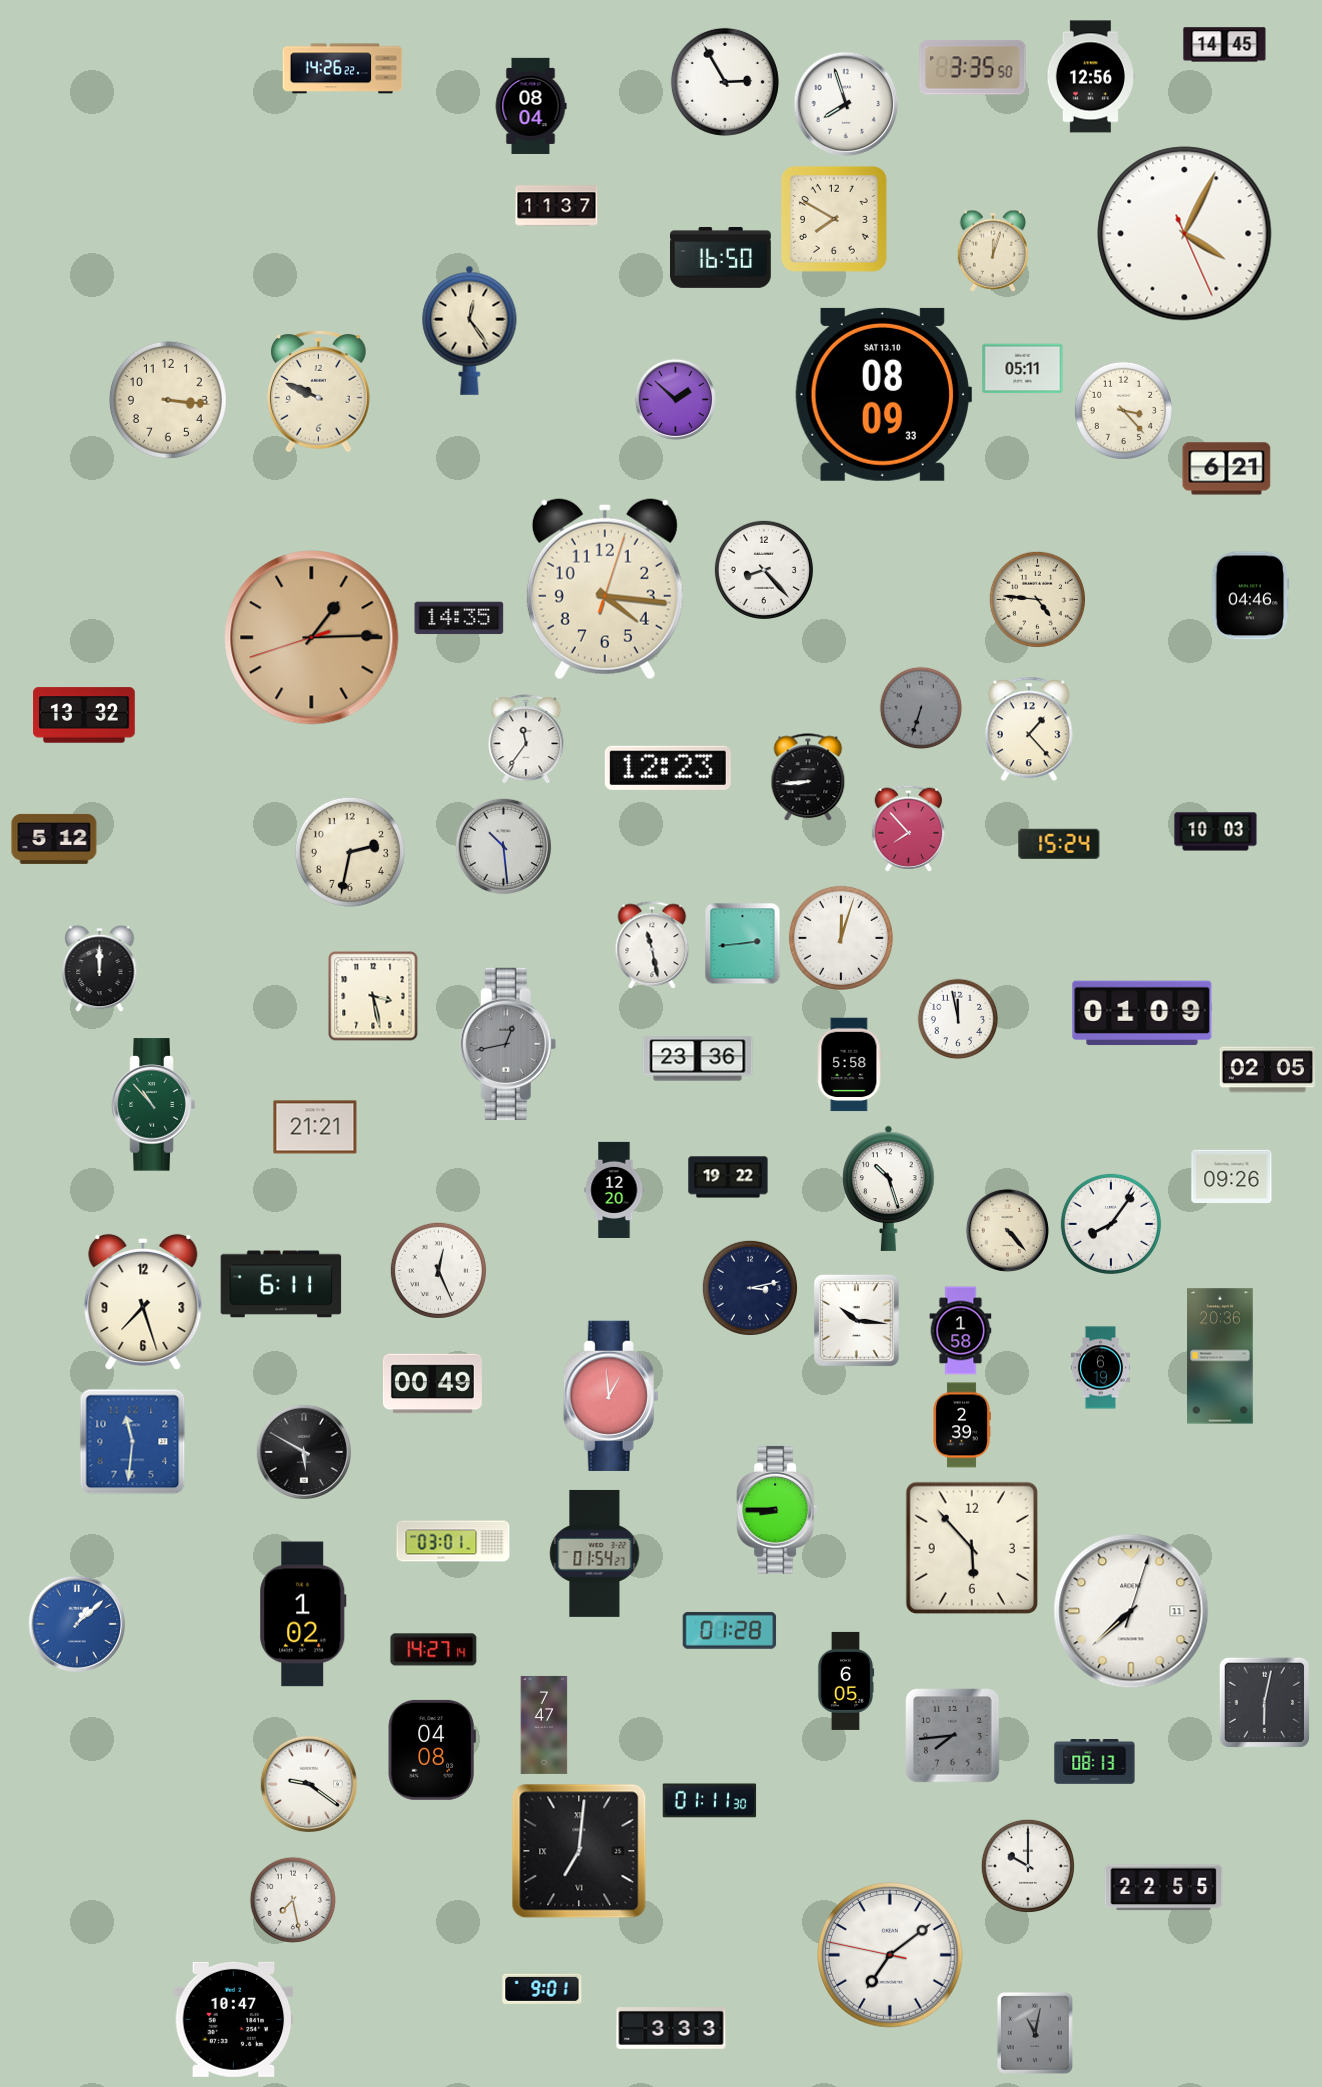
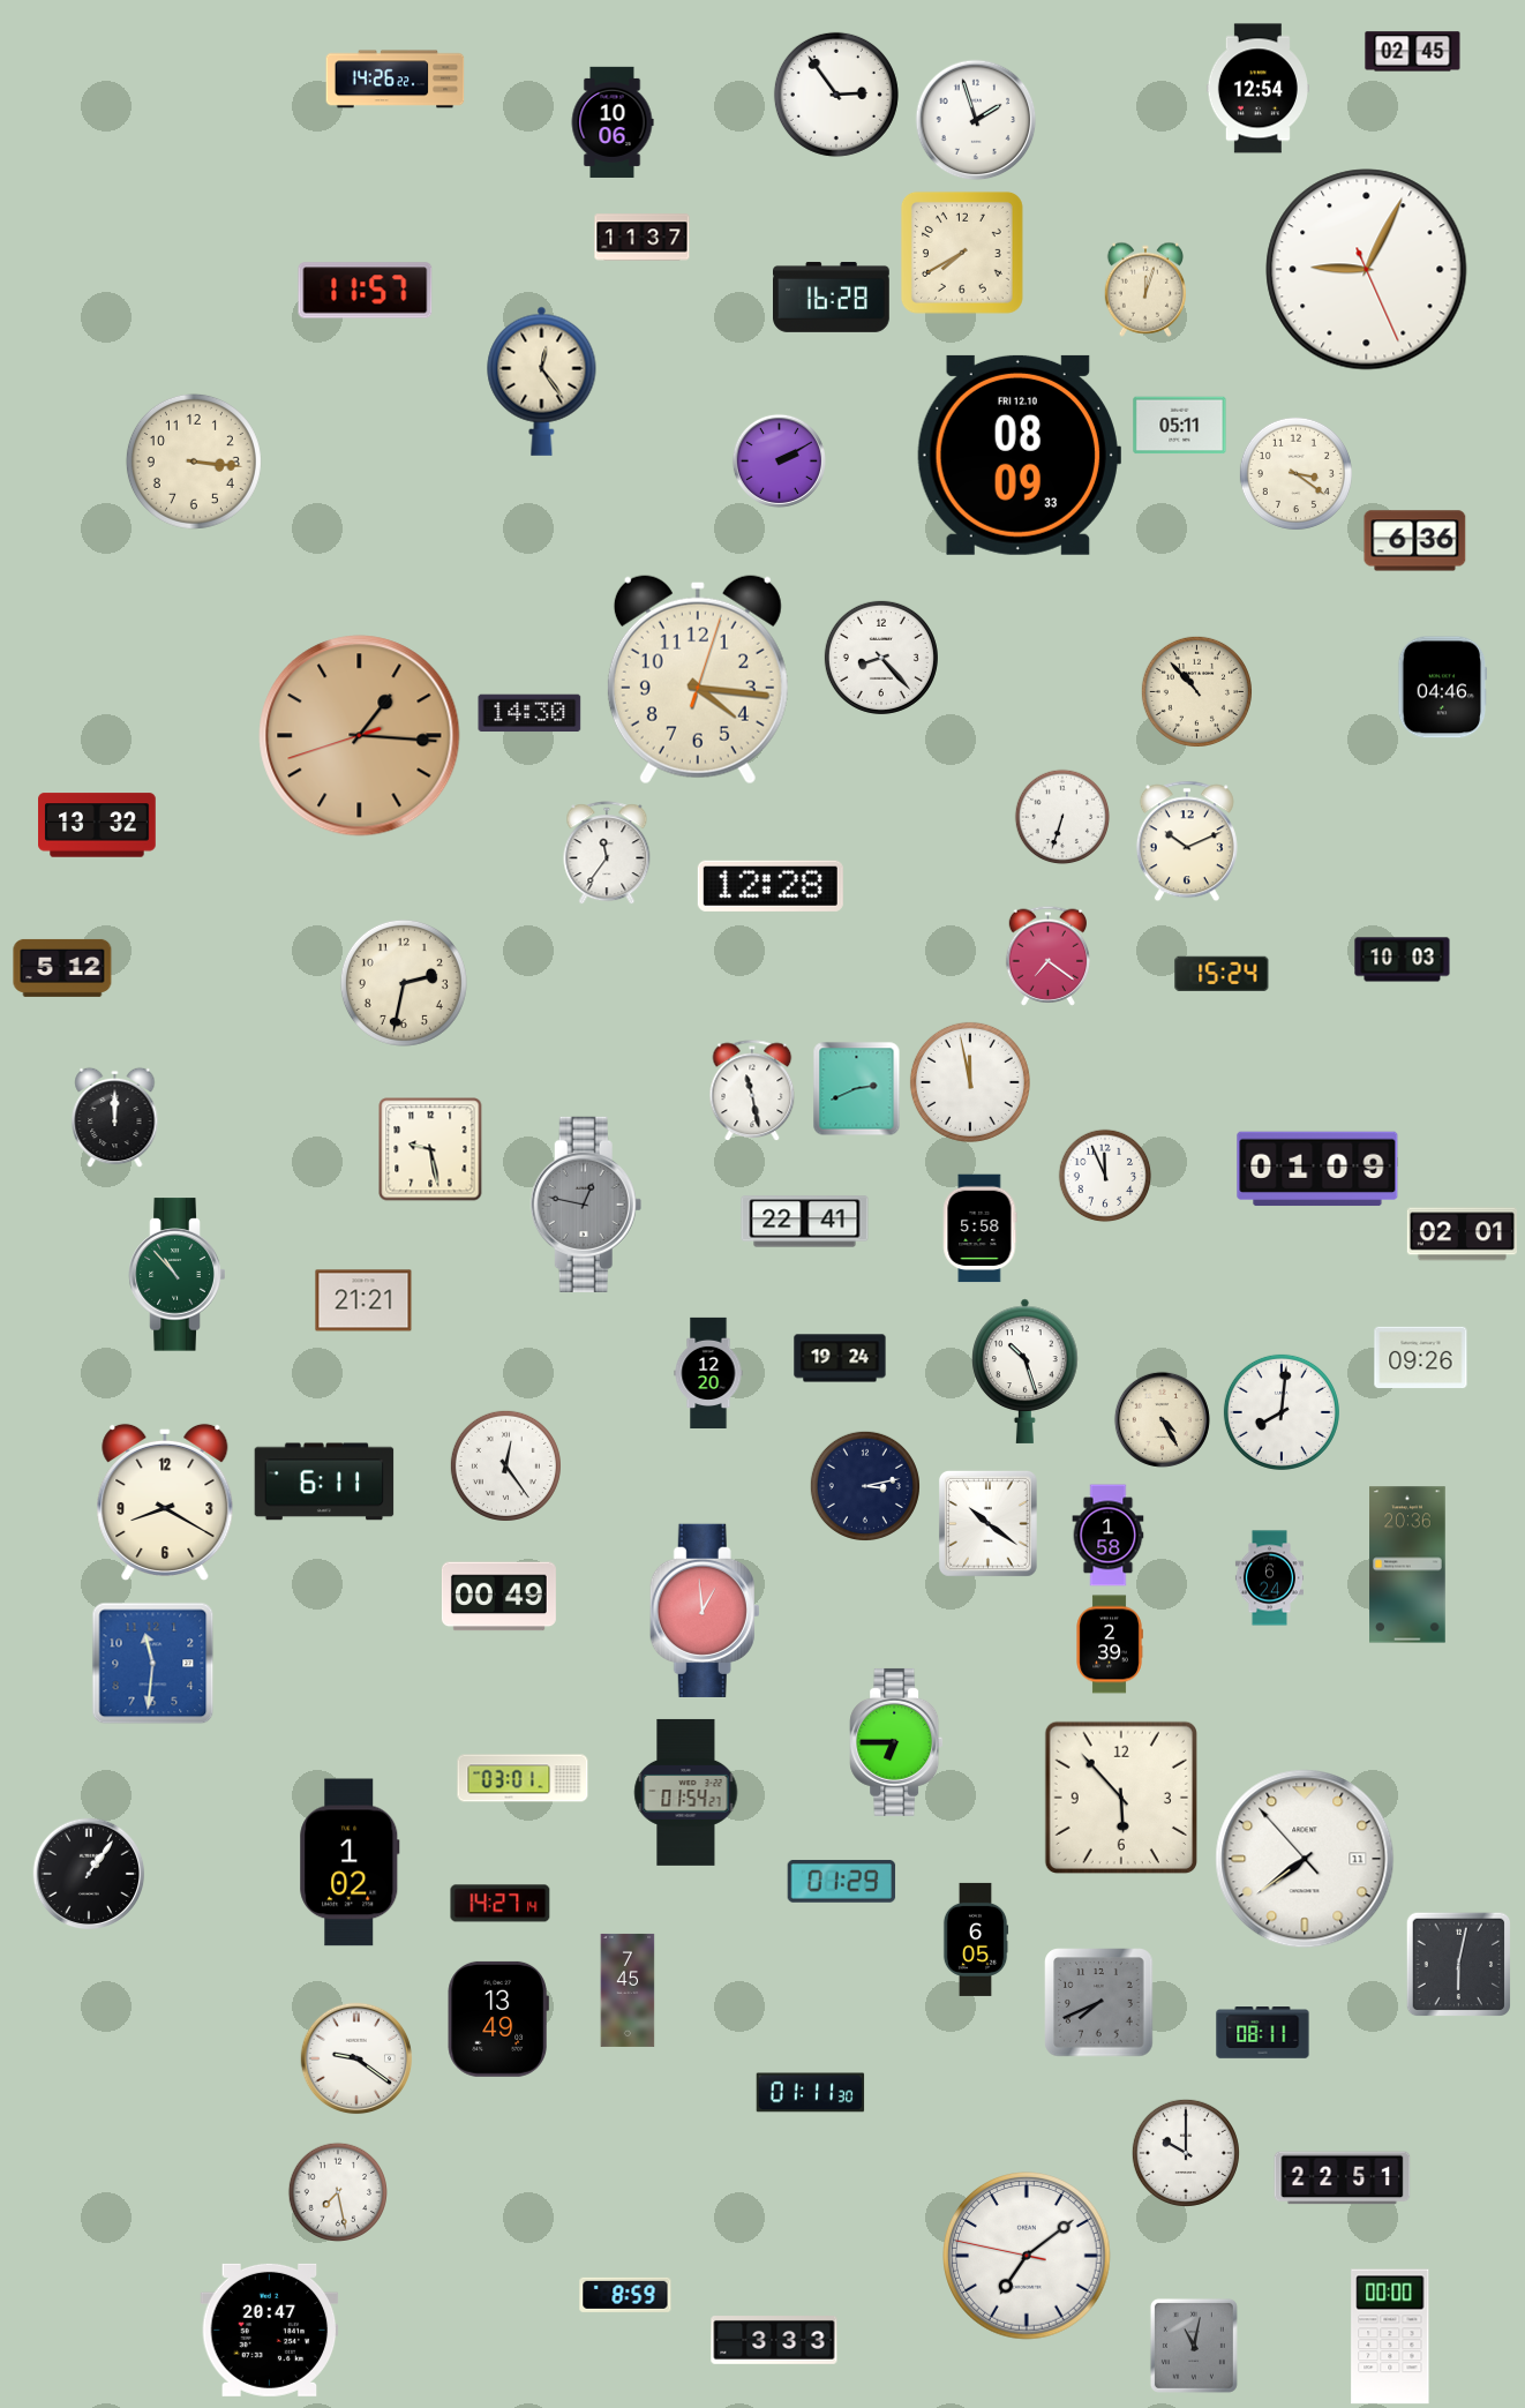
clock at (1225, 45): 14:45 -> 02:45
clock at (973, 68): 3:35 -> none
clock at (1090, 77): 12:56 -> 12:54
clock at (725, 82): 2:55 -> 2:54
clock at (846, 104): 7:57 -> 1:57
clock at (531, 106): 08:04 -> 10:06
clock at (834, 219): 7:50 -> 7:40
clock at (1185, 234): 4:04 -> 9:04
clock at (366, 291): none -> 11:57
clock at (721, 257): 16:50 -> 16:28
clock at (319, 392): 9:49 -> none
clock at (883, 394) date: SAT 13.10 -> FRI 12.10
clock at (675, 399): 1:52 -> 2:10
clock at (1123, 410): 3:23 -> 3:21
clock at (1227, 469): 6:21 -> 6:36
clock at (1037, 599): 4:46 -> 10:53
clock at (459, 618): 14:35 -> 14:30
clock at (312, 638): 1:14 -> 1:15
clock at (921, 708) dial: grey -> white
clock at (1029, 729): 1:23 -> 10:11
clock at (668, 768): 12:23 -> 12:28
clock at (808, 778): 8:44 -> none
clock at (908, 828): 7:53 -> 7:21
clock at (504, 847): 10:29 -> none
clock at (841, 938): 12:03 -> 11:58
clock at (743, 944): 2:44 -> 2:41
clock at (373, 996): 3:28 -> 9:28
clock at (958, 1019): 11:58 -> 11:56
clock at (508, 1044): 12:43 -> 12:47
clock at (698, 1059): 23:36 -> 22:41
clock at (1267, 1070): 02:05 -> 02:01
clock at (728, 1177): 19:22 -> 19:24
clock at (1111, 1224): 8:06 -> 8:01
clock at (1007, 1230): 4:23 -> 4:25
clock at (438, 1270): 12:26 -> 12:24
clock at (143, 1302): 7:27 -> 8:20
clock at (856, 1320): 10:16 -> 10:21
clock at (1100, 1368): 6:19 -> 6:24
clock at (304, 1452): 5:50 -> none
clock at (777, 1510): 8:45 -> 6:45
clock at (972, 1548) position: (972, 1548) -> (1121, 1798)
clock at (1131, 1611): 7:38:03 -> 7:38:53
clock at (77, 1624): 1:08 -> 1:06
clock at (77, 1624) dial: blue -> black
clock at (730, 1631): 01:28 -> 01:29
clock at (544, 1725): 7:47 -> 7:45
clock at (953, 1736): 7:44 -> 7:41
clock at (432, 1750): 04:08 -> 13:49
clock at (1095, 1762): 08:13 -> 08:11
clock at (710, 1801) position: (710, 1801) -> (811, 2093)
clock at (579, 1851): 7:01 -> none
clock at (1164, 1888): 22:55 -> 22:51
clock at (542, 1989): 9:01 -> 8:59
clock at (234, 2019): 10:47 -> 20:47
clock at (1390, 2336): none -> 00:00
